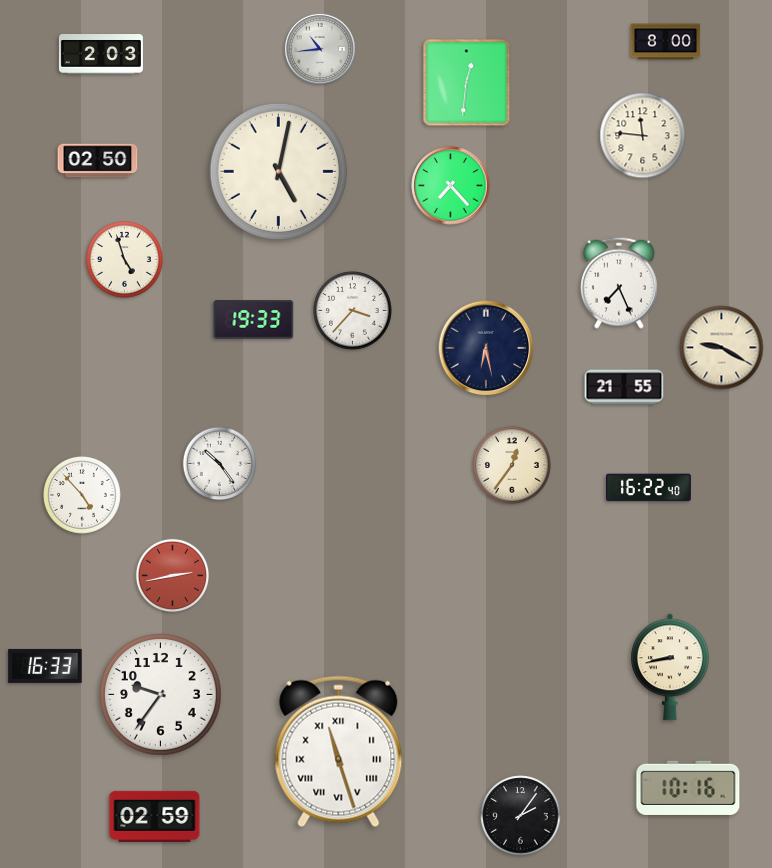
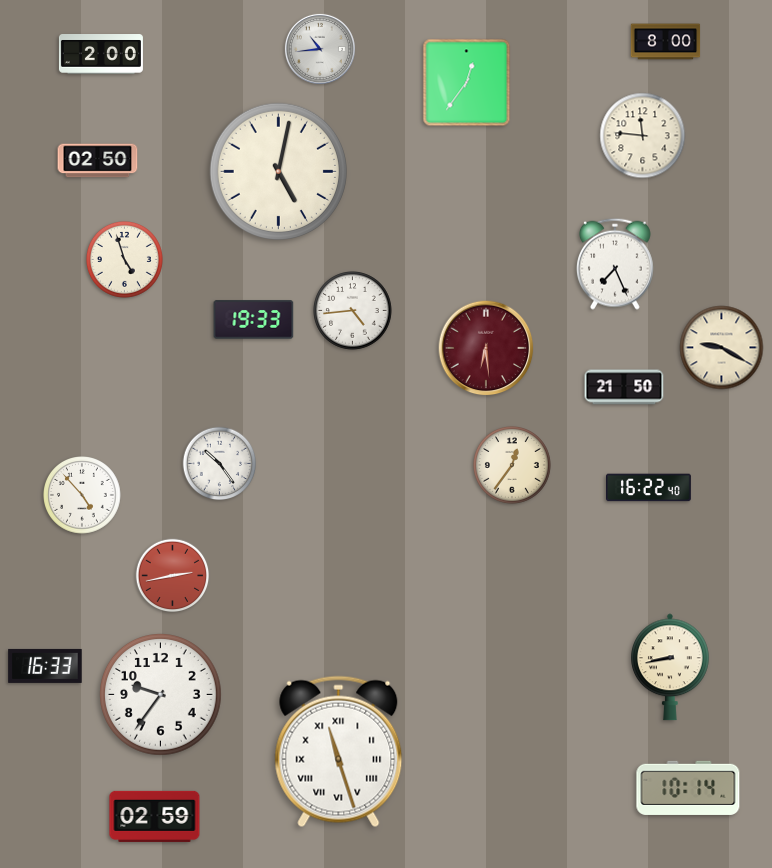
clock at (101, 54): 2:03 -> 2:00
clock at (467, 83): 12:31 -> 12:36
clock at (451, 186): 7:23 -> none
clock at (619, 283) position: (619, 283) -> (615, 264)
clock at (353, 311): 3:37 -> 4:44
clock at (486, 348): 6:28 -> 6:29
clock at (486, 348) dial: navy -> burgundy
clock at (624, 387): 21:55 -> 21:50
clock at (688, 788): 10:16 -> 10:14
clock at (521, 816): 2:06 -> none
